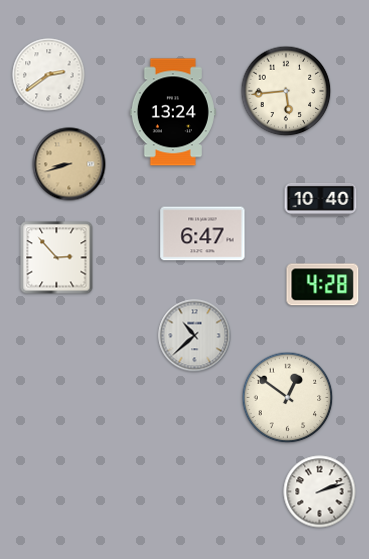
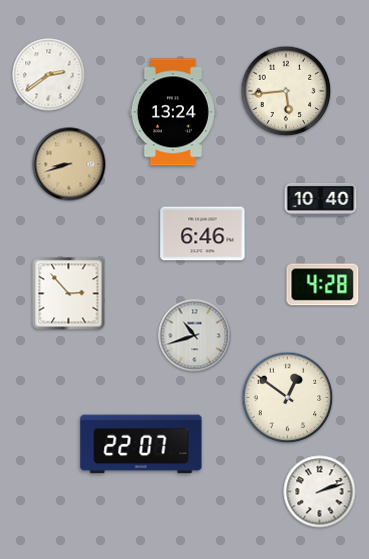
clock at (203, 234): 6:47 -> 6:46
clock at (57, 258) position: (57, 258) -> (69, 294)
clock at (195, 336): 10:38 -> 10:42
clock at (141, 444): none -> 22:07
